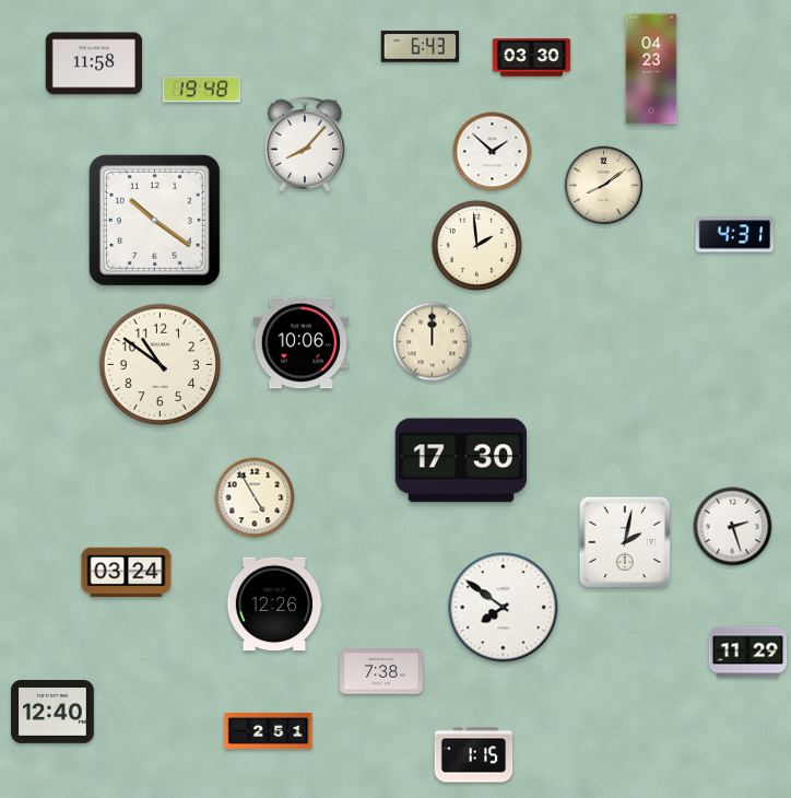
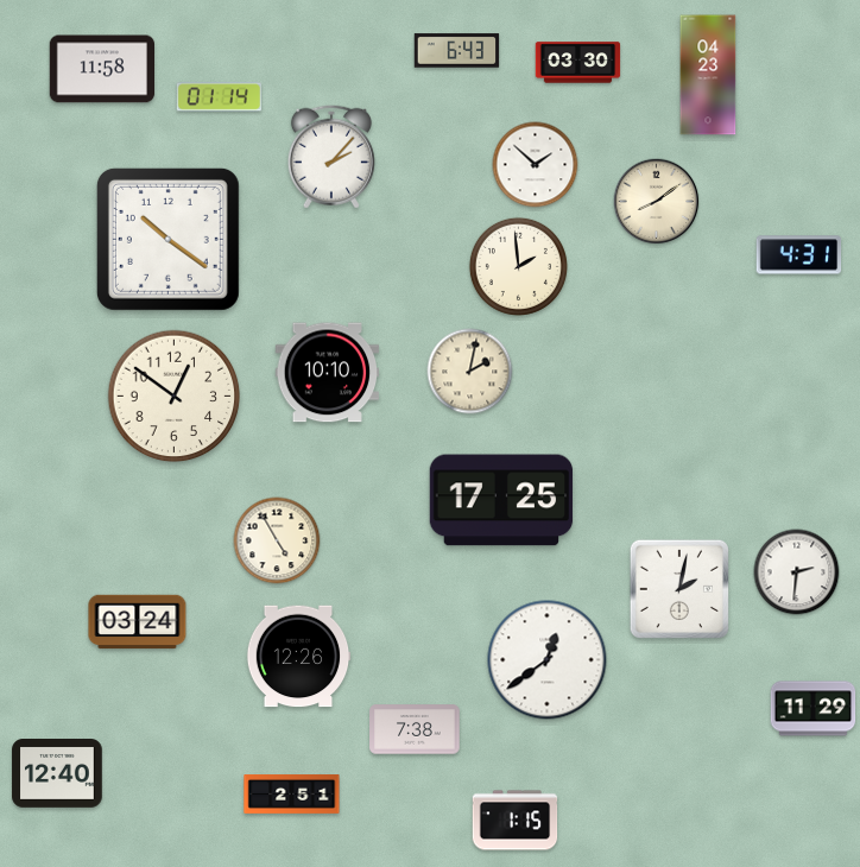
clock at (202, 90): 19:48 -> 01:14
clock at (305, 144): 8:07 -> 2:07
clock at (433, 342): 12:00 -> 2:02
clock at (302, 343): 10:06 -> 10:10
clock at (161, 365): 10:51 -> 12:51
clock at (461, 460): 17:30 -> 17:25
clock at (733, 527): 2:27 -> 2:31
clock at (504, 608): 7:51 -> 12:39
